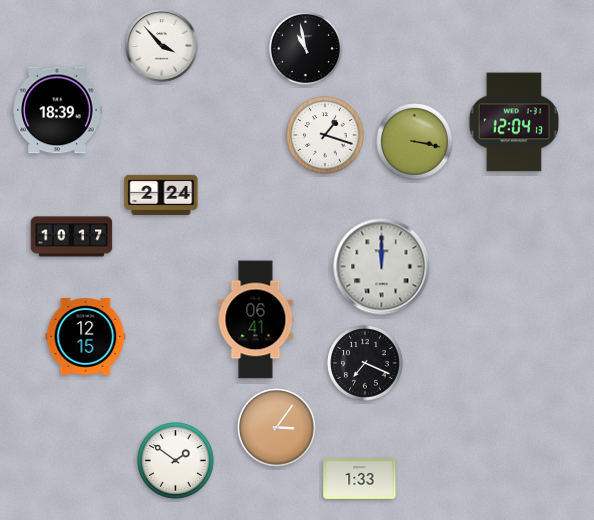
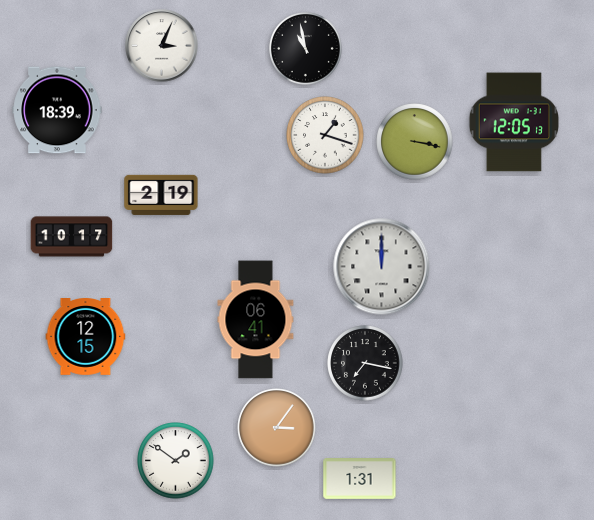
clock at (162, 46): 3:53 -> 3:04
clock at (513, 122): 12:04 -> 12:05
clock at (161, 195): 2:24 -> 2:19
clock at (365, 363): 7:19 -> 7:17
clock at (360, 479): 1:33 -> 1:31
